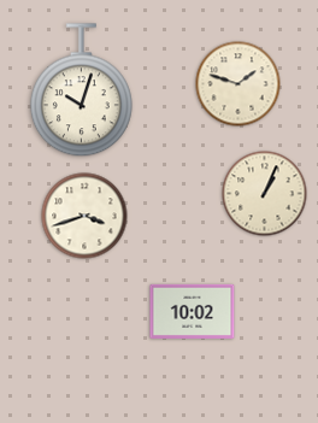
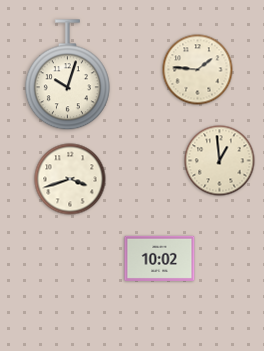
clock at (238, 84): 1:48 -> 1:46
clock at (265, 194): 1:04 -> 12:59
